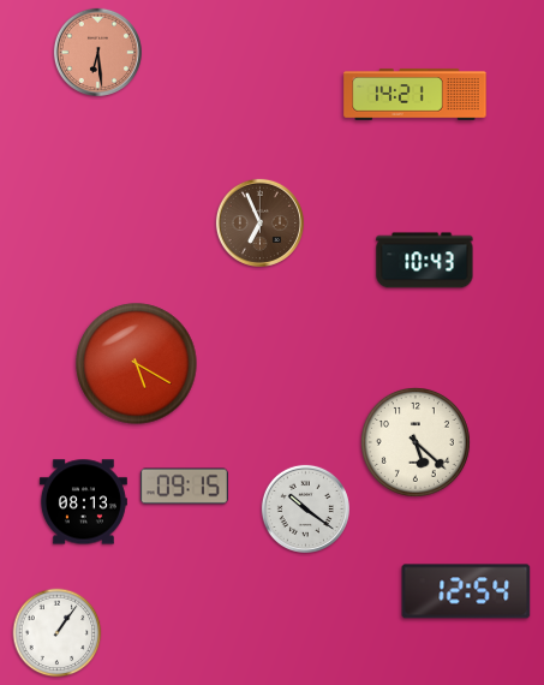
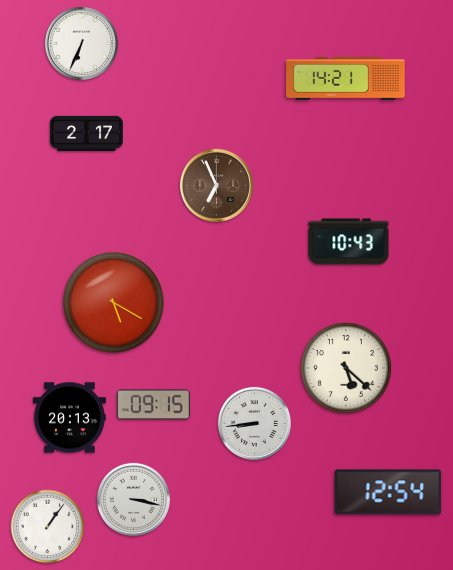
clock at (97, 52): 6:29 -> 6:34
clock at (97, 52) dial: salmon -> white
clock at (86, 133): none -> 2:17
clock at (425, 261) position: (425, 261) -> (349, 242)
clock at (83, 502): 08:13 -> 20:13
clock at (305, 508): 10:21 -> 8:44
clock at (133, 499): none -> 3:17
